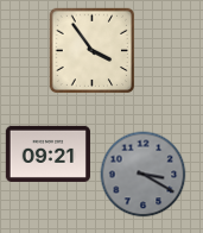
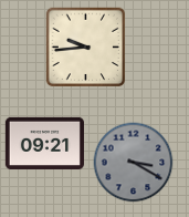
clock at (93, 51): 3:54 -> 9:44
